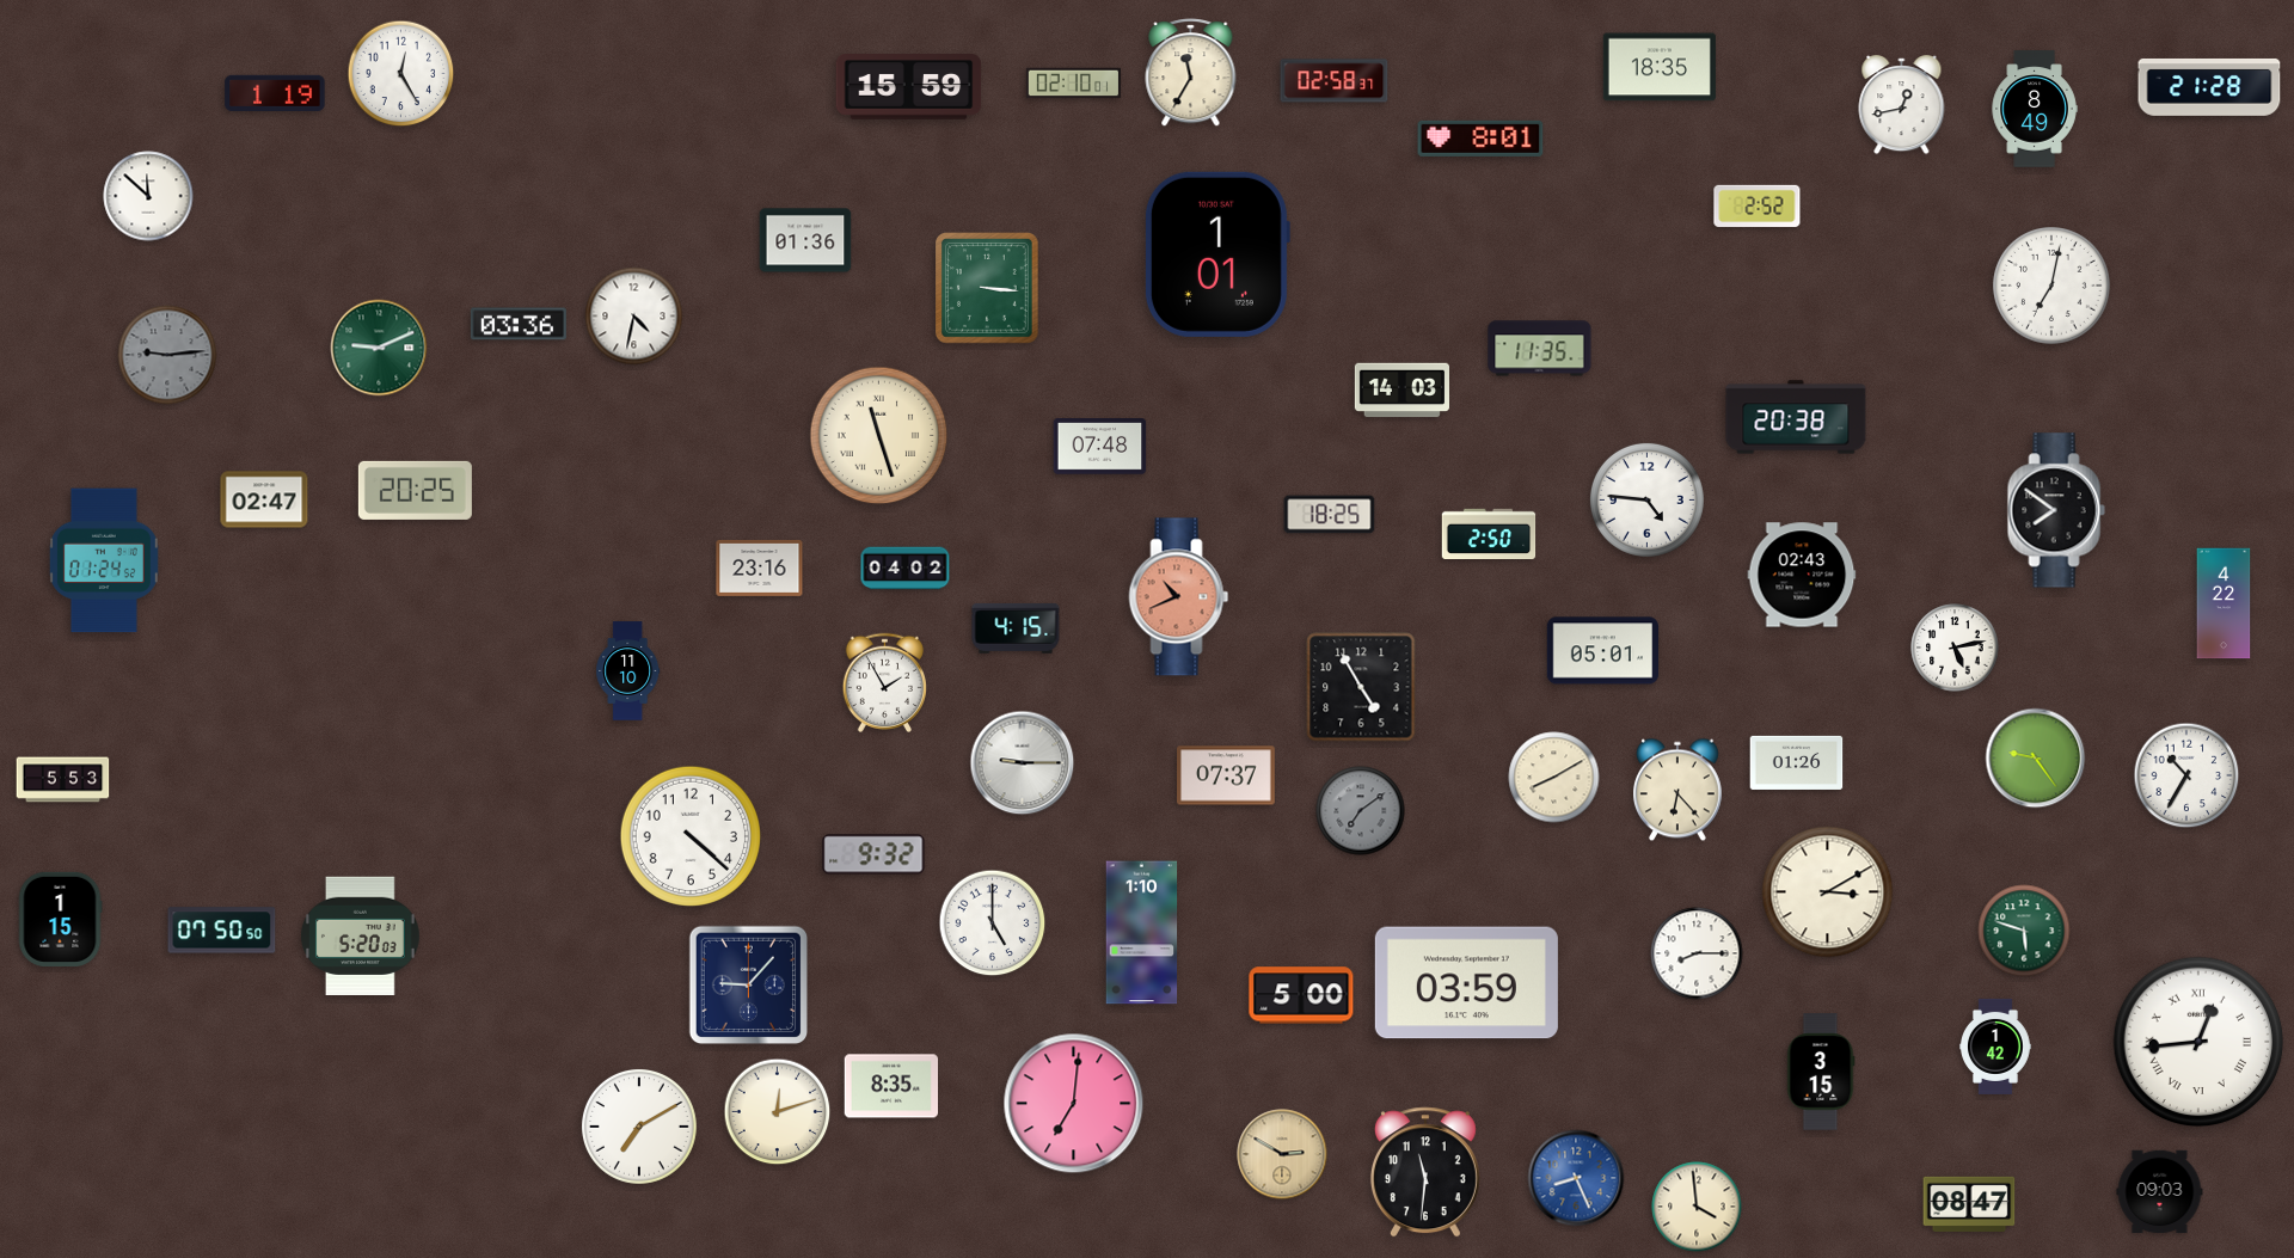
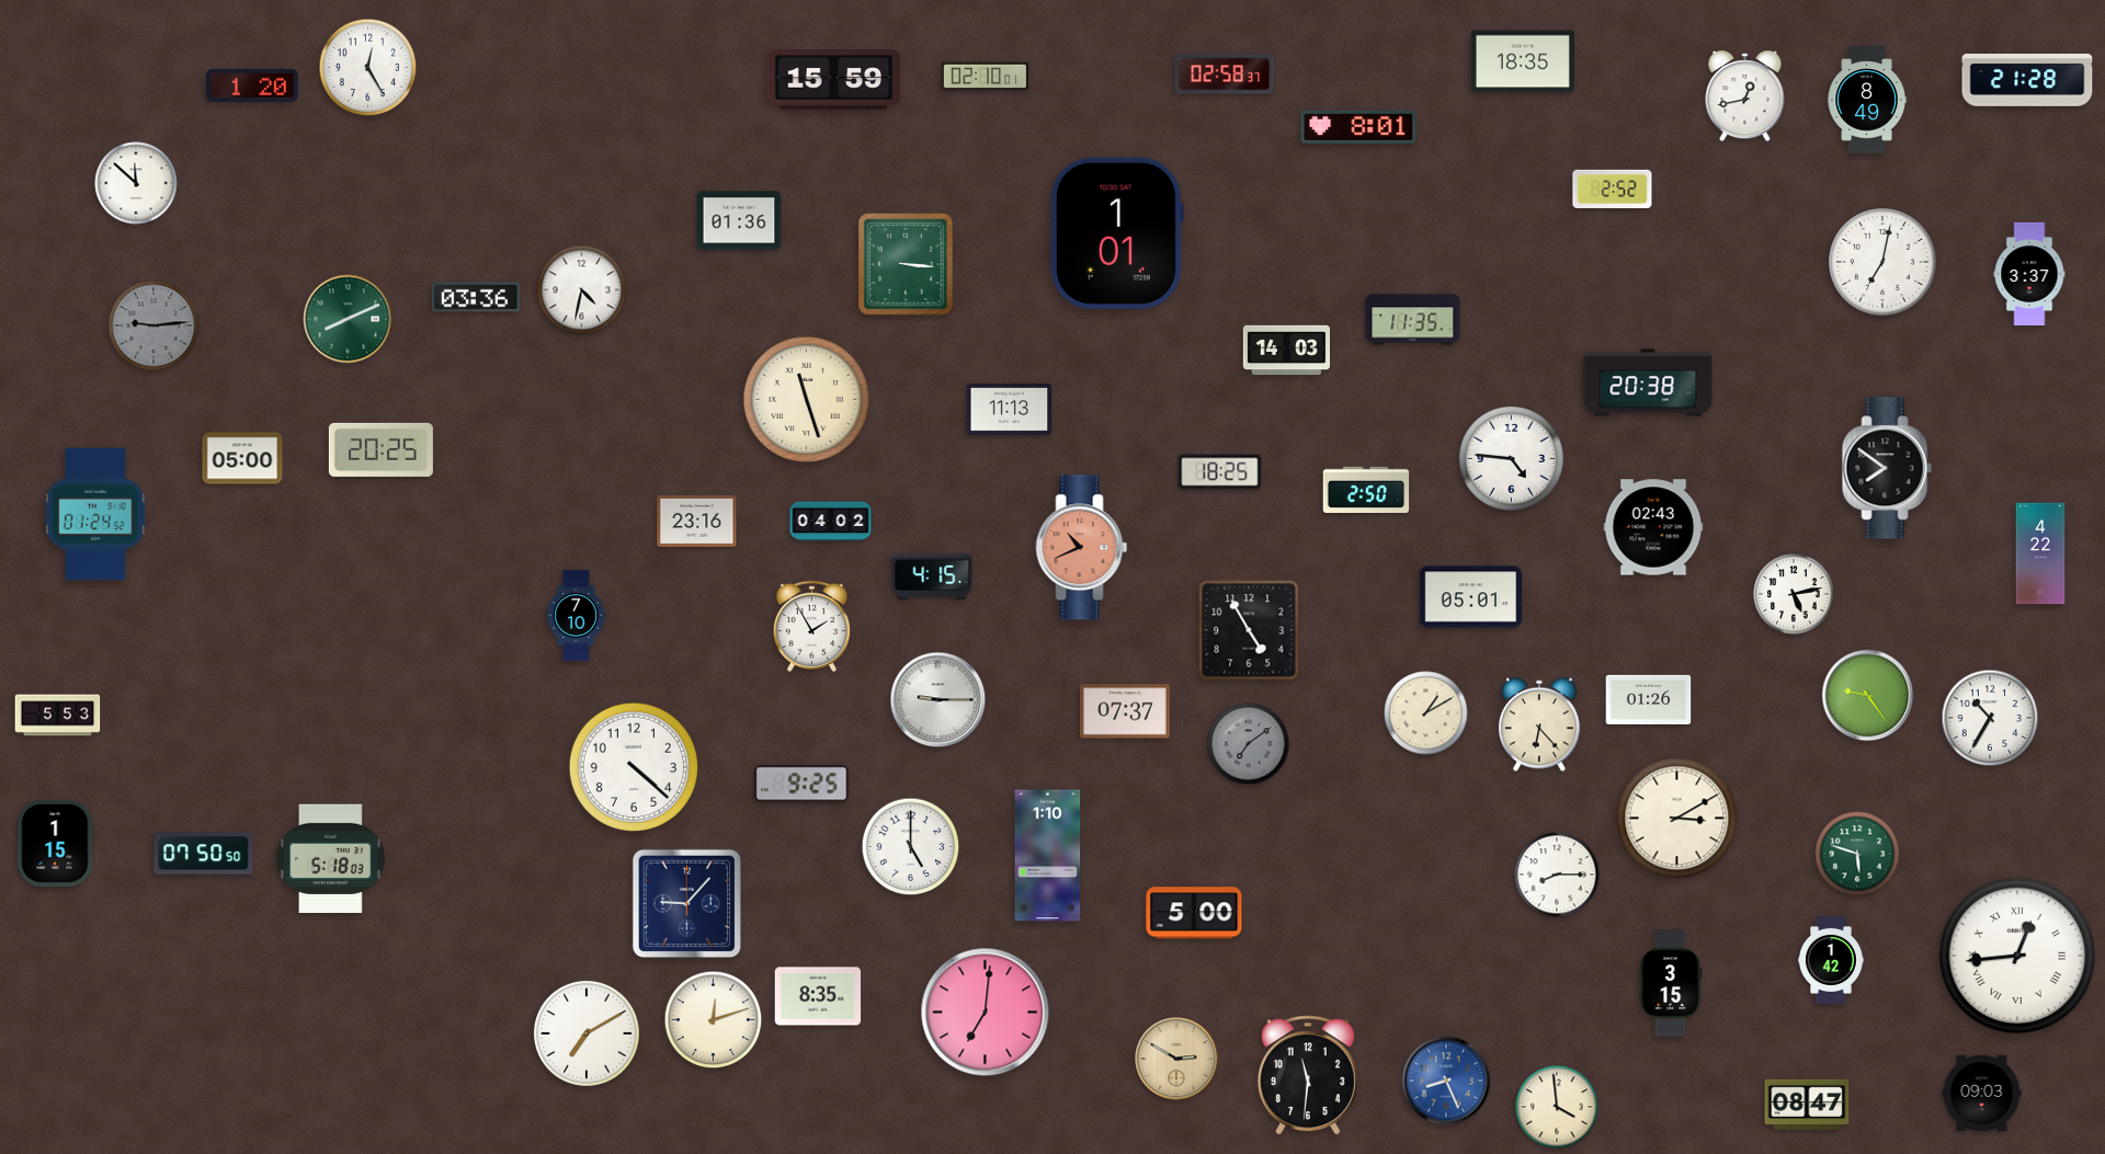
clock at (1191, 73): 11:35 -> none
clock at (275, 93): 1:19 -> 1:20
clock at (148, 196) position: (148, 196) -> (136, 183)
clock at (2029, 274): none -> 3:37
clock at (379, 348): 9:11 -> 8:11
clock at (1401, 391) position: (1401, 391) -> (1286, 351)
clock at (1100, 447): 07:48 -> 11:13
clock at (264, 499): 02:47 -> 05:00
clock at (628, 671): 11:10 -> 7:10
clock at (2186, 775) position: (2186, 775) -> (1990, 718)
clock at (1554, 778): 8:10 -> 1:10
clock at (873, 854): 9:32 -> 9:25
clock at (360, 935): 5:20 -> 5:18
clock at (1466, 983): 03:59 -> none
